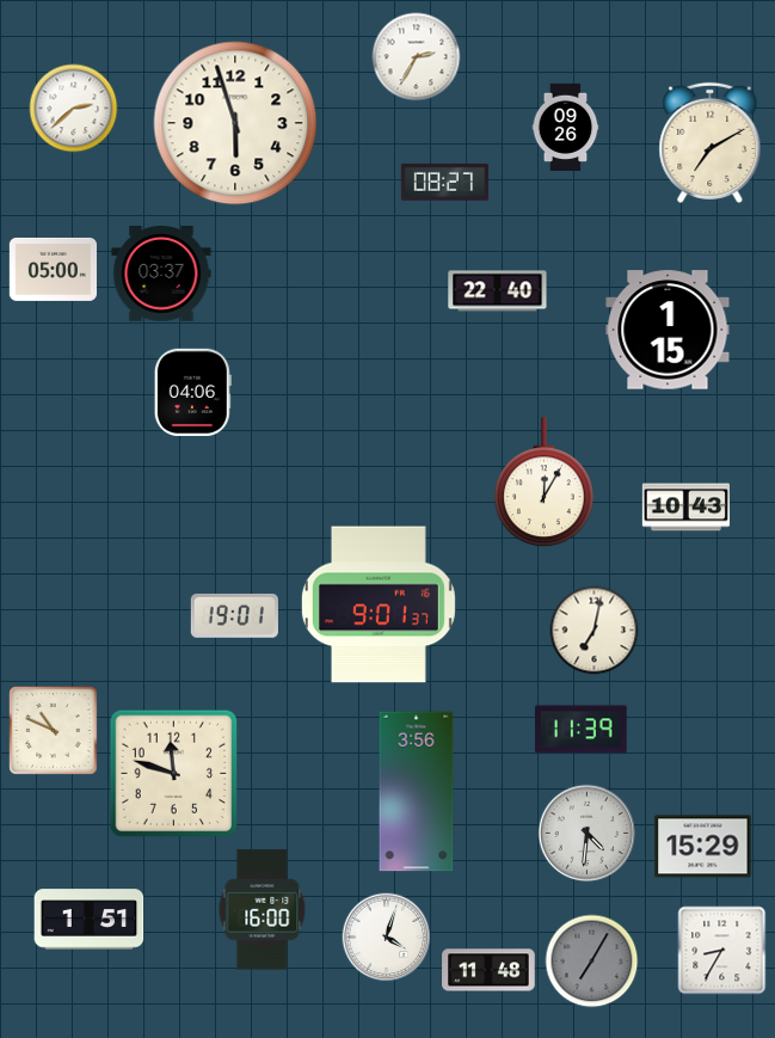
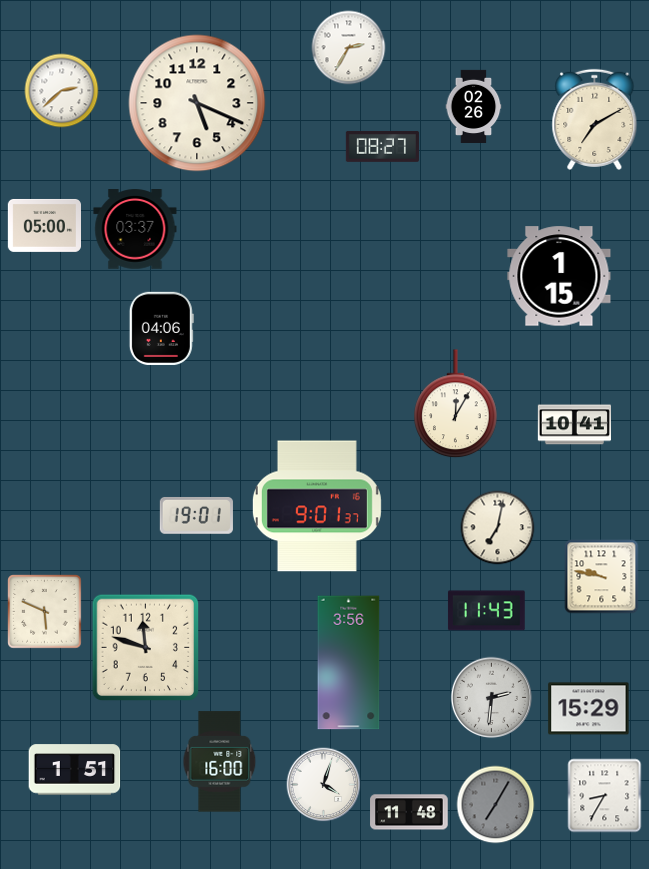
clock at (235, 123): 5:57 -> 5:19
clock at (566, 127): 09:26 -> 02:26
clock at (444, 182) position: (444, 182) -> (382, 146)
clock at (498, 291): 22:40 -> none
clock at (685, 508): 10:43 -> 10:41
clock at (602, 577): none -> 9:47
clock at (580, 730): 11:39 -> 11:43
clock at (54, 731): 10:49 -> 5:49
clock at (588, 834): 4:31 -> 2:31
